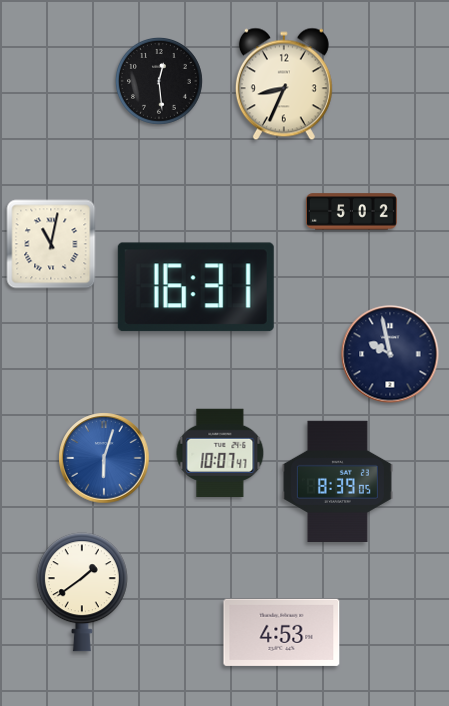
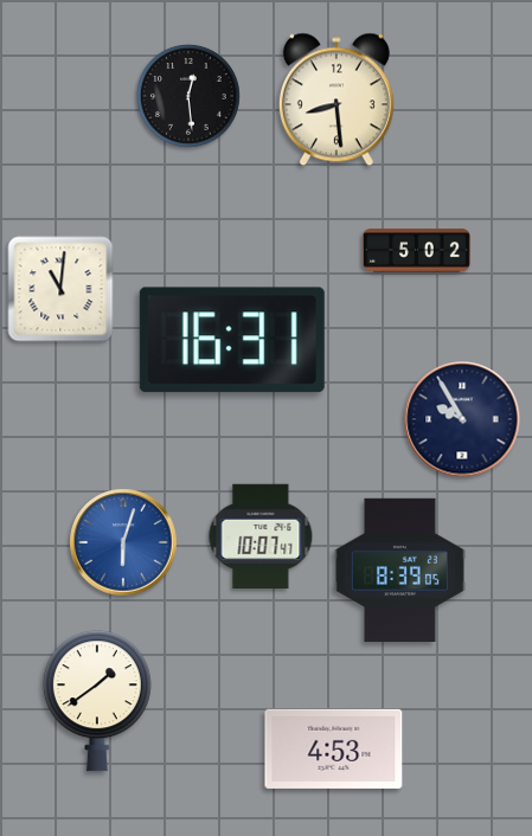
clock at (284, 84): 8:34 -> 8:29
clock at (51, 244): 11:02 -> 11:01
clock at (390, 354): 9:58 -> 9:55
